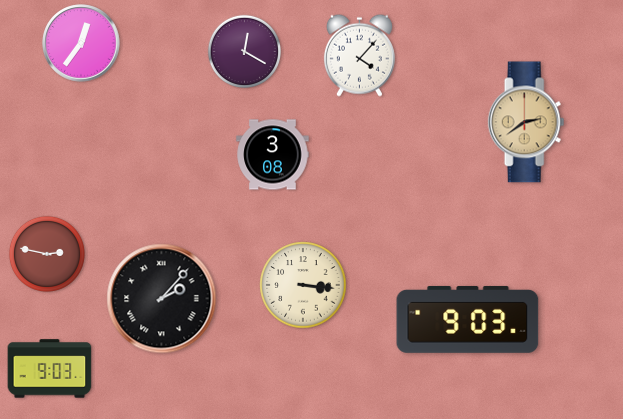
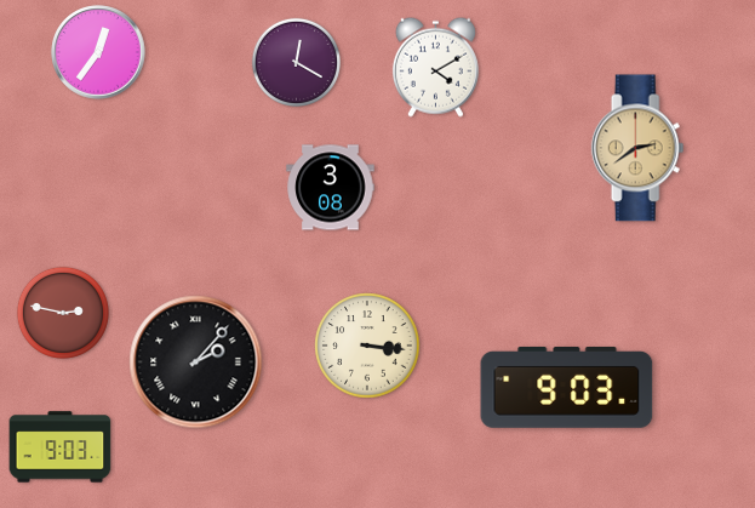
clock at (359, 55): 4:07 -> 4:10
clock at (47, 254) position: (47, 254) -> (63, 313)
